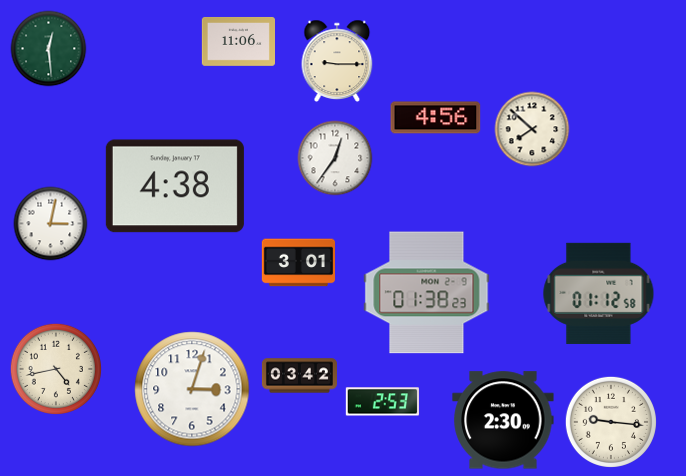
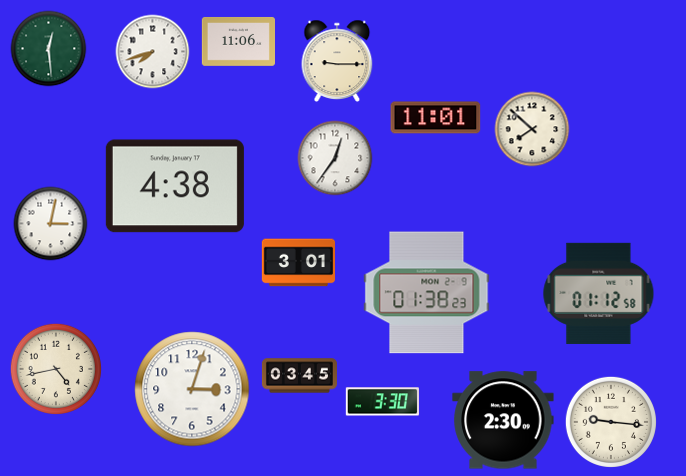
clock at (153, 52): none -> 7:42
clock at (436, 118): 4:56 -> 11:01
clock at (299, 376): 03:42 -> 03:45
clock at (382, 402): 2:53 -> 3:30
